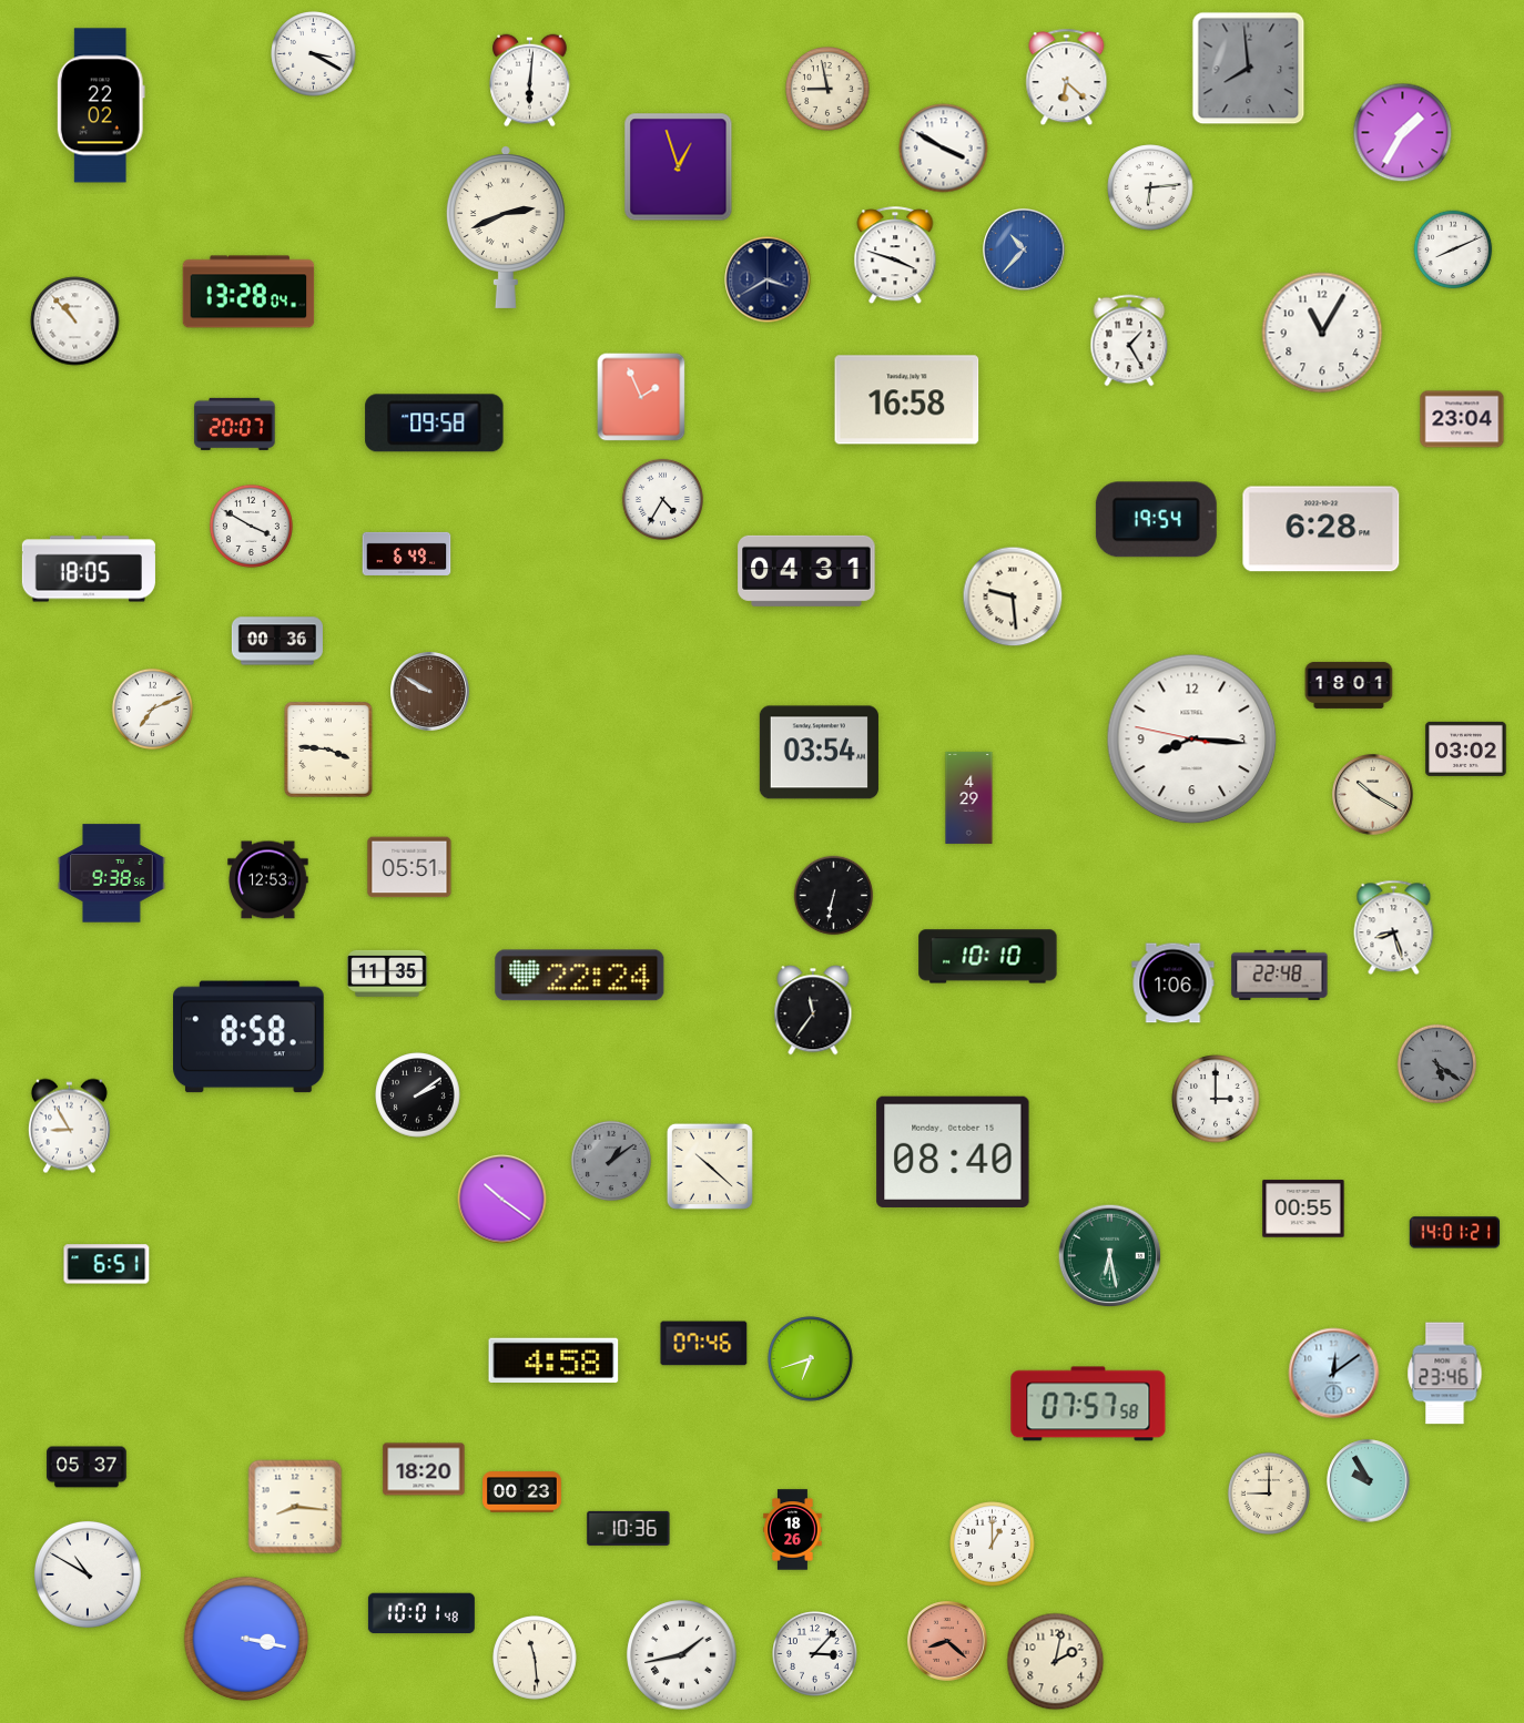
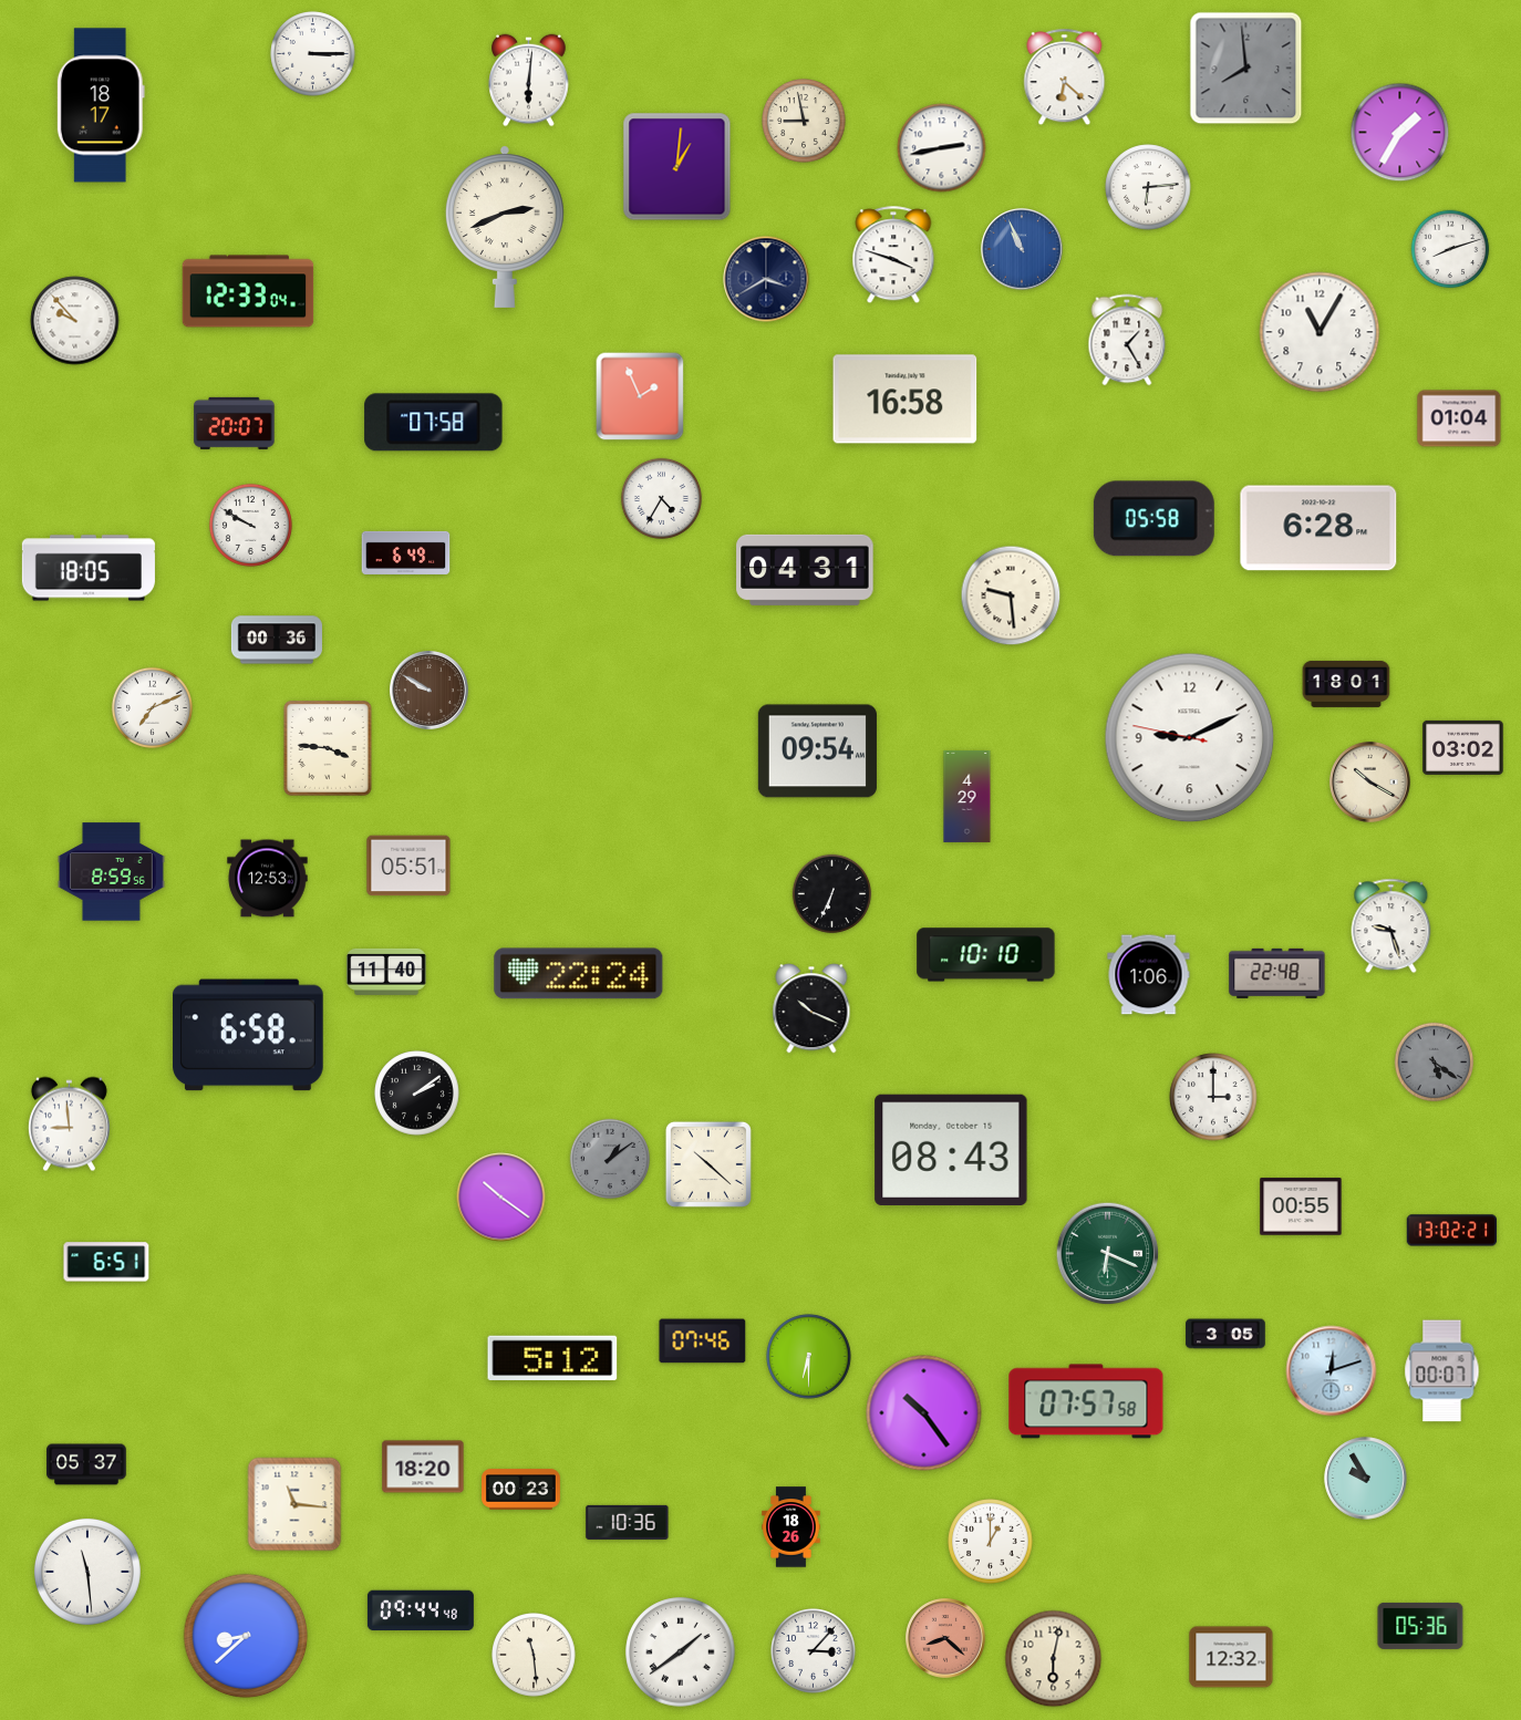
clock at (314, 54): 3:20 -> 3:15
clock at (829, 90) position: (829, 90) -> (805, 122)
clock at (101, 105): 22:02 -> 18:17
clock at (944, 149): 3:50 -> 2:43
clock at (679, 167): 12:57 -> 1:01
clock at (1024, 249): 10:37 -> 10:56
clock at (1453, 249): 8:11 -> 8:12
clock at (248, 292): 13:28 -> 12:33
clock at (75, 322): 10:53 -> 9:53
clock at (1462, 419): 23:04 -> 01:04
clock at (435, 424): 09:58 -> 07:58
clock at (1156, 520): 19:54 -> 05:58
clock at (251, 526): 3:50 -> 9:50
clock at (1192, 740): 8:15 -> 9:10
clock at (819, 753): 03:54 -> 09:54
clock at (1373, 795) position: (1373, 795) -> (1370, 783)
clock at (112, 874): 9:38 -> 8:59
clock at (834, 896): 6:32 -> 6:34
clock at (1394, 928): 8:27 -> 9:27
clock at (387, 973): 11:35 -> 11:40
clock at (1174, 983) position: (1174, 983) -> (1149, 975)
clock at (813, 1010): 11:36 -> 10:19
clock at (248, 1037): 8:58 -> 6:58
clock at (69, 1126): 8:55 -> 8:59
clock at (953, 1152): 08:40 -> 08:43
clock at (1455, 1233): 14:01 -> 13:02
clock at (1110, 1256): 6:28 -> 6:19
clock at (1225, 1334): none -> 3:05
clock at (811, 1359): 6:42 -> 6:30
clock at (553, 1360): 4:58 -> 5:12
clock at (1334, 1374): 12:09 -> 12:12
clock at (1445, 1374): 23:46 -> 00:07
clock at (924, 1413): none -> 10:24
clock at (1269, 1493): 9:00 -> none
clock at (295, 1507): 8:16 -> 11:16
clock at (629, 1528) position: (629, 1528) -> (628, 1522)
clock at (88, 1574): 10:50 -> 11:29
clock at (421, 1613): 10:01 -> 09:44
clock at (1420, 1626): none -> 05:36
clock at (246, 1639): 3:17 -> 8:38
clock at (682, 1655): 1:43 -> 1:39
clock at (1231, 1657): none -> 12:32
clock at (1056, 1662): 2:02 -> 6:02
